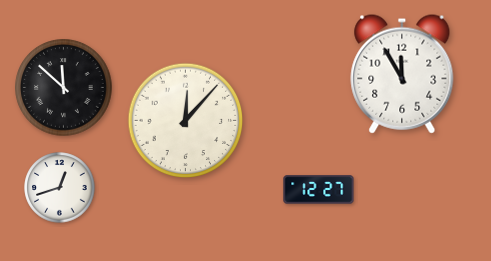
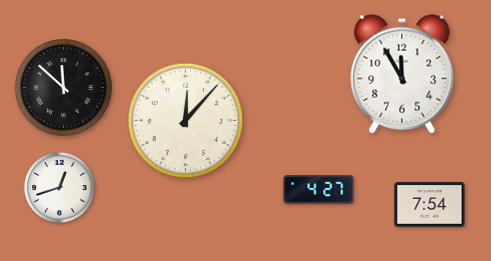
clock at (319, 190): 12:27 -> 4:27
clock at (430, 205): none -> 7:54
